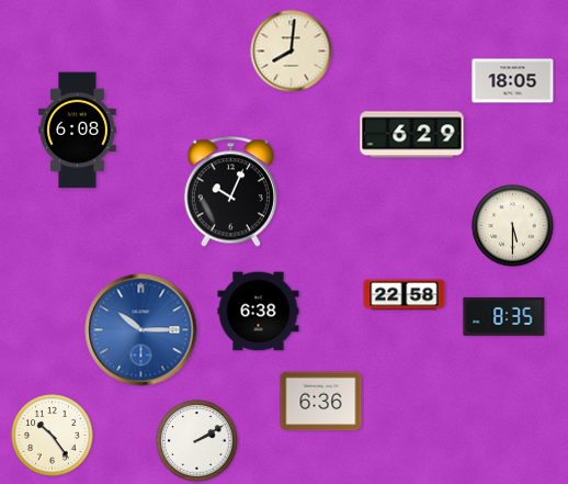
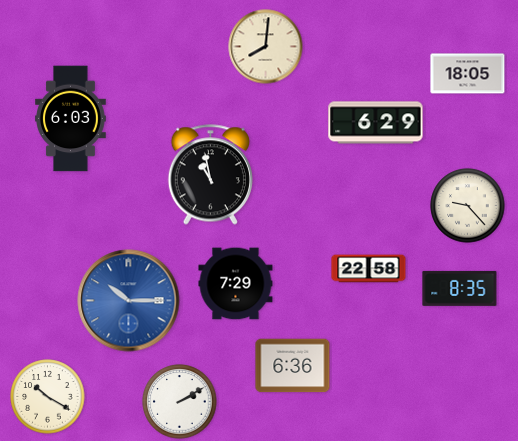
clock at (78, 131): 6:08 -> 6:03
clock at (230, 192): 10:04 -> 10:58
clock at (513, 226): 5:30 -> 9:23
clock at (259, 312): 6:38 -> 7:29
clock at (53, 436): 10:24 -> 10:20
